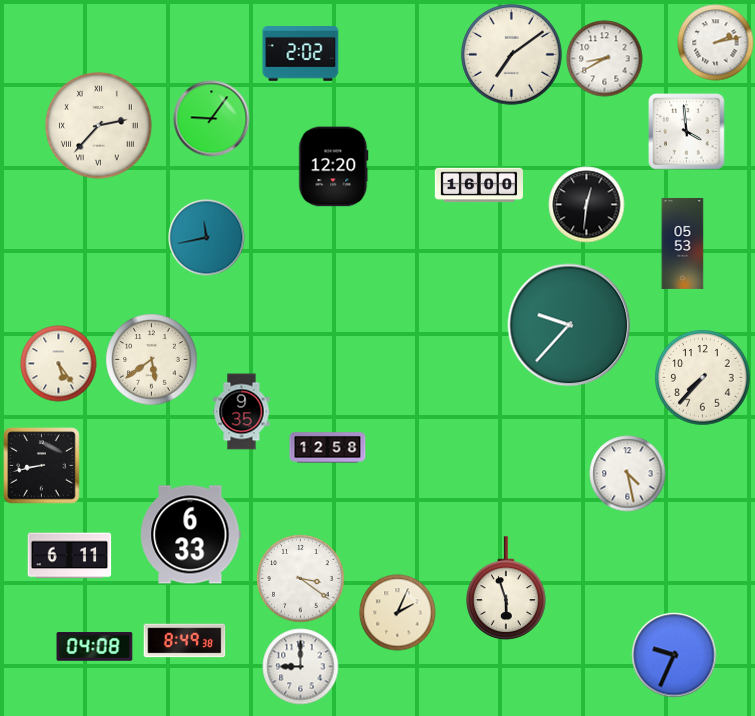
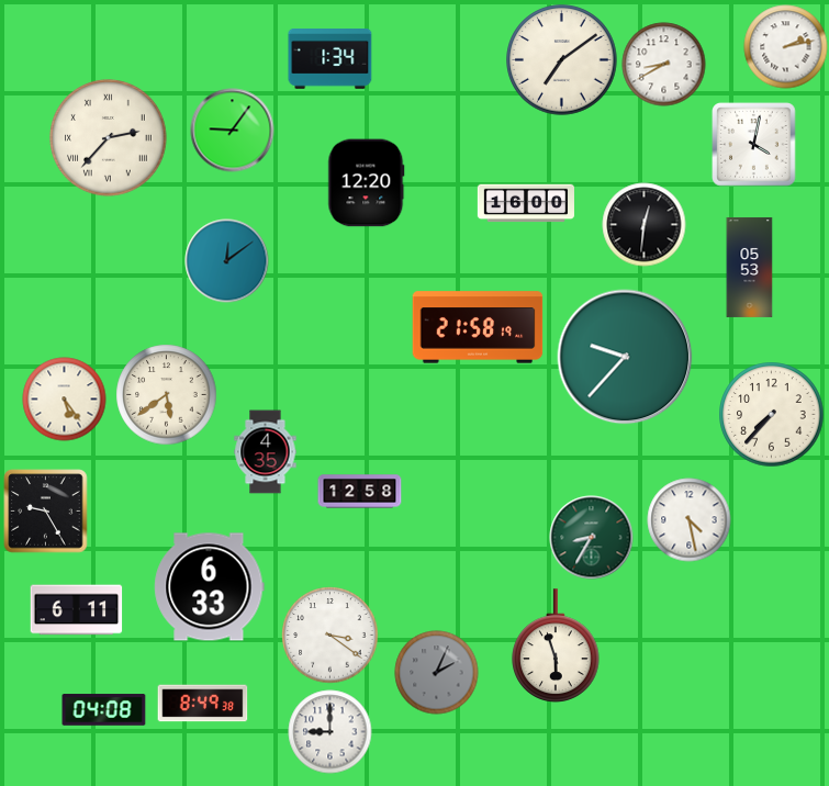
clock at (301, 54): 2:02 -> 1:34
clock at (687, 132): 3:59 -> 4:02
clock at (207, 238): 11:43 -> 12:09
clock at (478, 327): none -> 21:58
clock at (242, 412): 9:35 -> 4:35
clock at (42, 466): 8:43 -> 9:25
clock at (592, 538): none -> 8:35
clock at (398, 613) dial: cream -> grey
clock at (674, 655): 9:34 -> none
